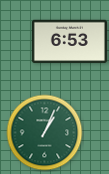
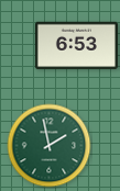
clock at (45, 133): 1:04 -> 1:58
